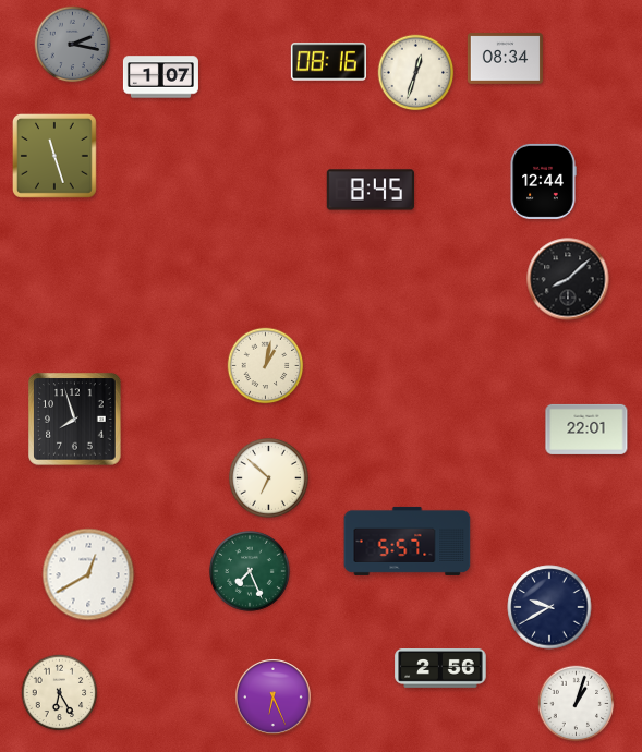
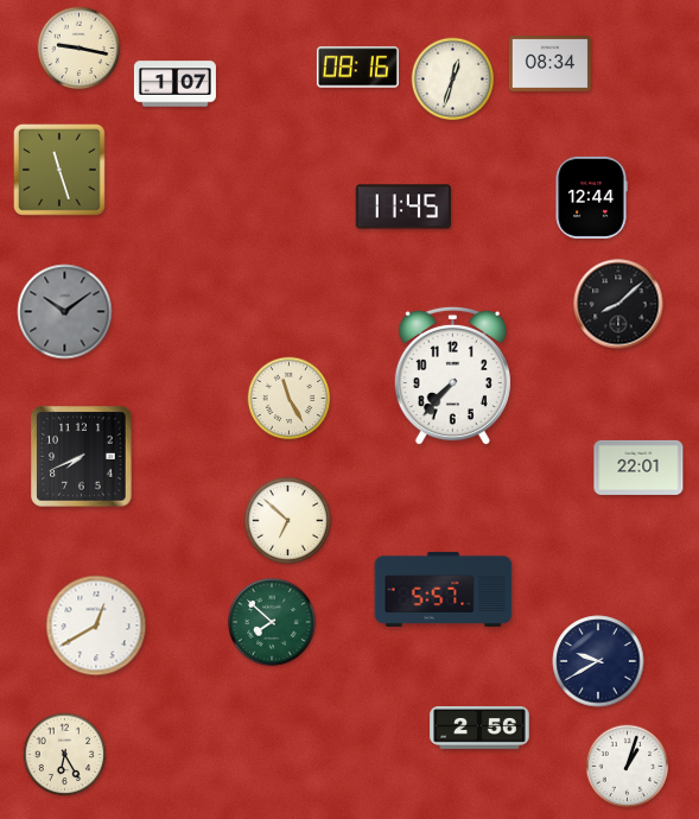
clock at (73, 45): 2:17 -> 9:17
clock at (73, 45) dial: grey -> cream
clock at (371, 190): 8:45 -> 11:45
clock at (65, 312): none -> 10:09
clock at (452, 376): none -> 7:37
clock at (266, 366): 1:02 -> 11:25
clock at (75, 420): 7:57 -> 7:41
clock at (268, 477) position: (268, 477) -> (287, 520)
clock at (250, 571): 7:26 -> 7:52
clock at (274, 698): 6:26 -> none
